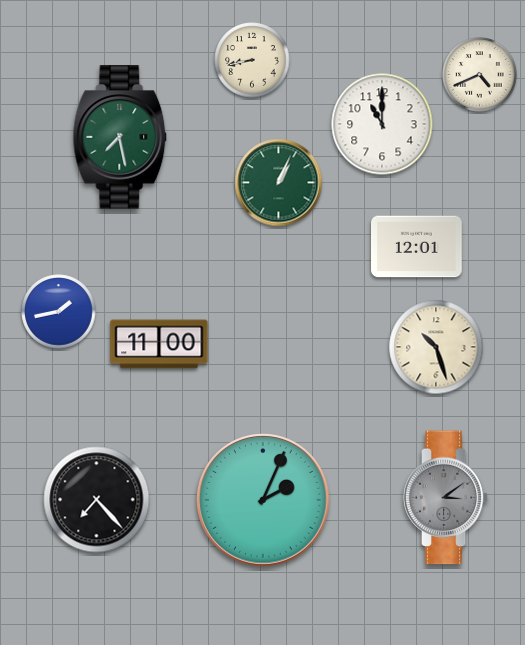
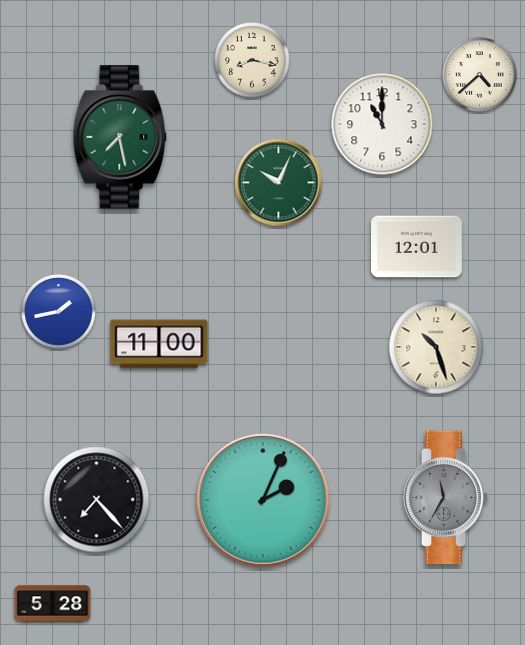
clock at (252, 60): 8:43 -> 8:17
clock at (480, 75): 4:41 -> 4:38
clock at (279, 183): 1:04 -> 10:04
clock at (446, 498): 3:09 -> 11:35
clock at (53, 604): none -> 5:28
